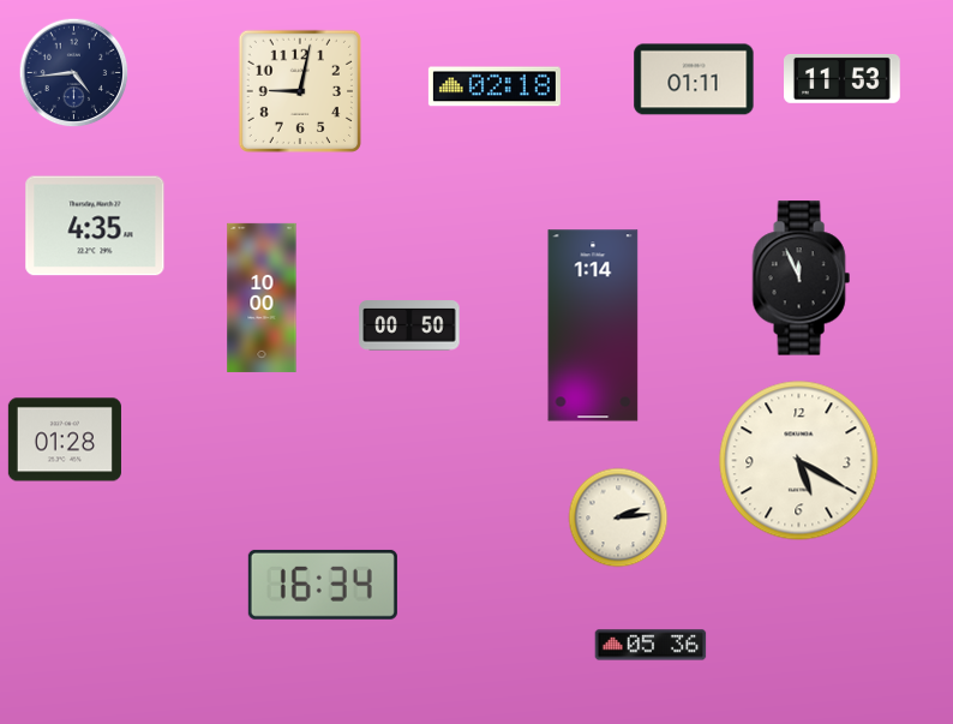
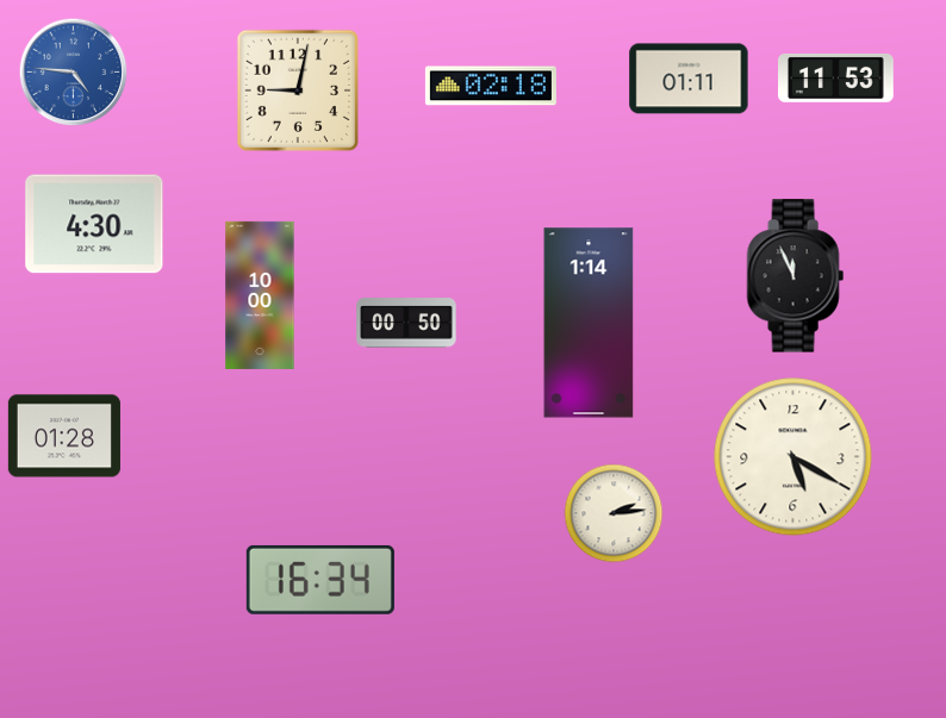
clock at (74, 73): 4:44 -> 4:46
clock at (74, 73) dial: navy -> blue
clock at (95, 226): 4:35 -> 4:30
clock at (651, 645): 05:36 -> none
